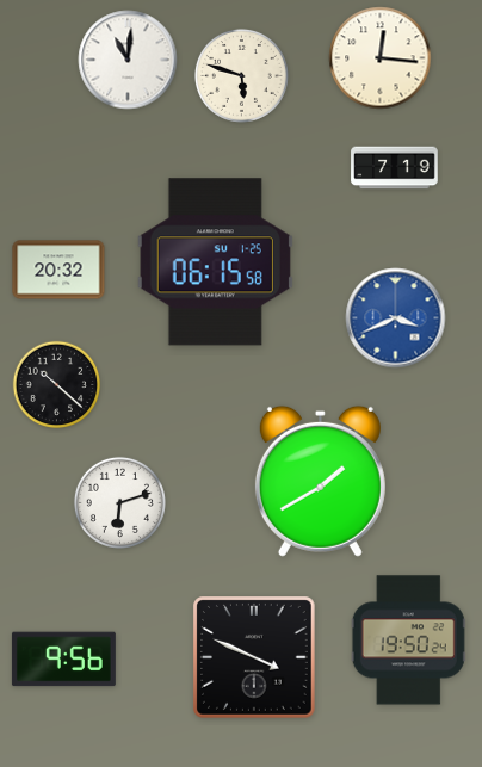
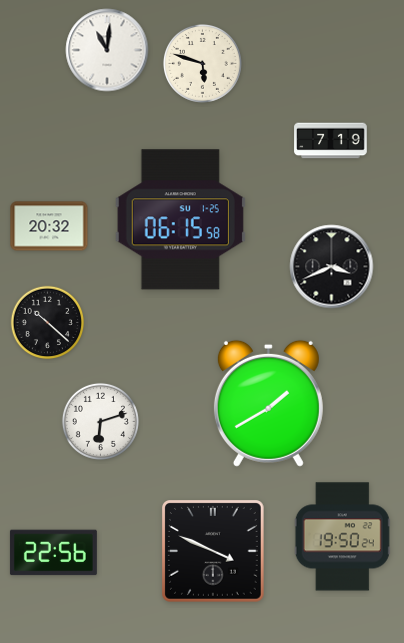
clock at (381, 58): 12:16 -> none
clock at (396, 318) dial: blue -> black
clock at (63, 660): 9:56 -> 22:56
